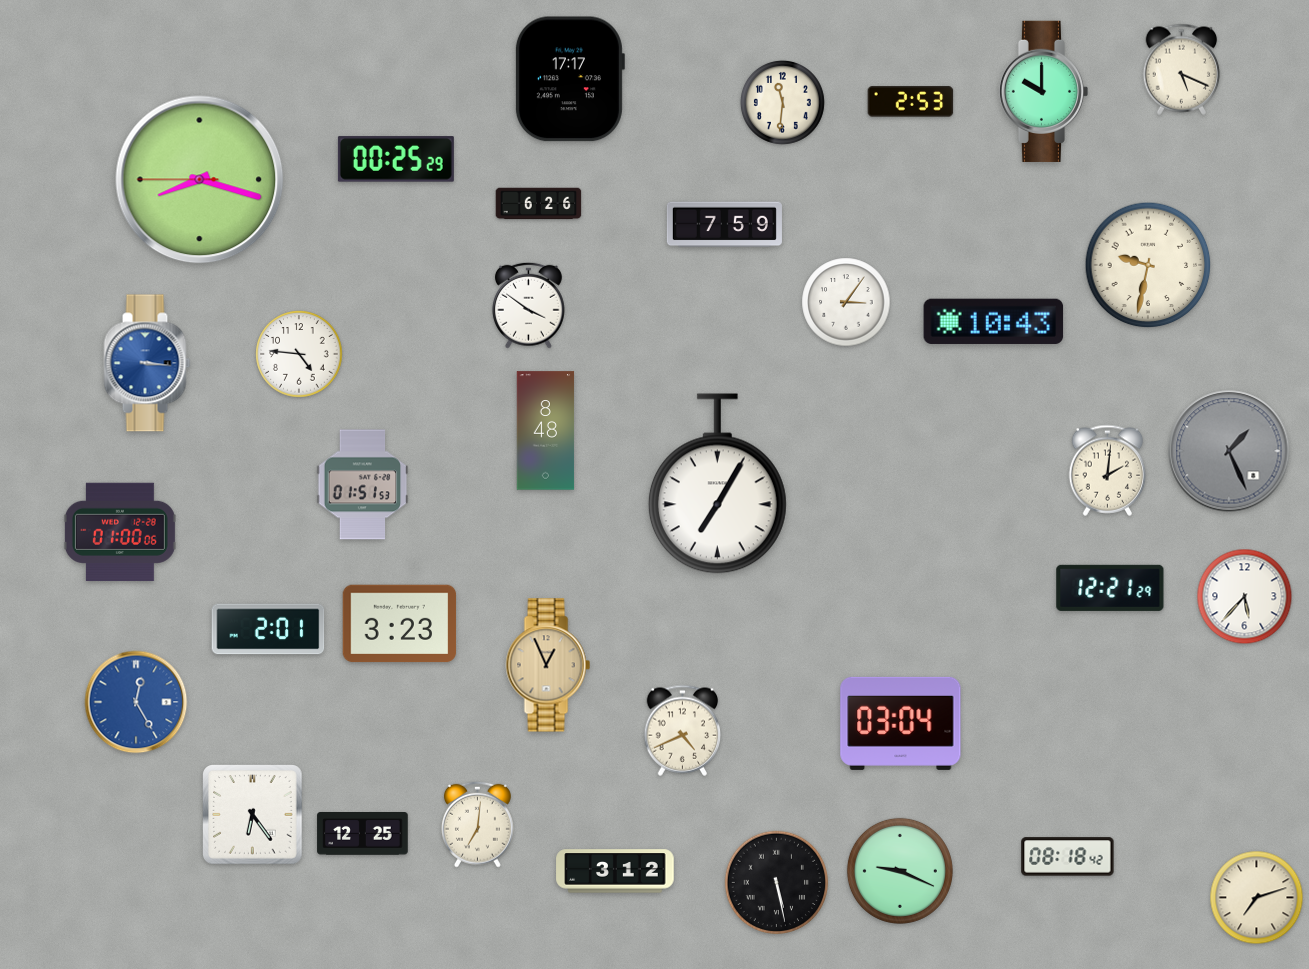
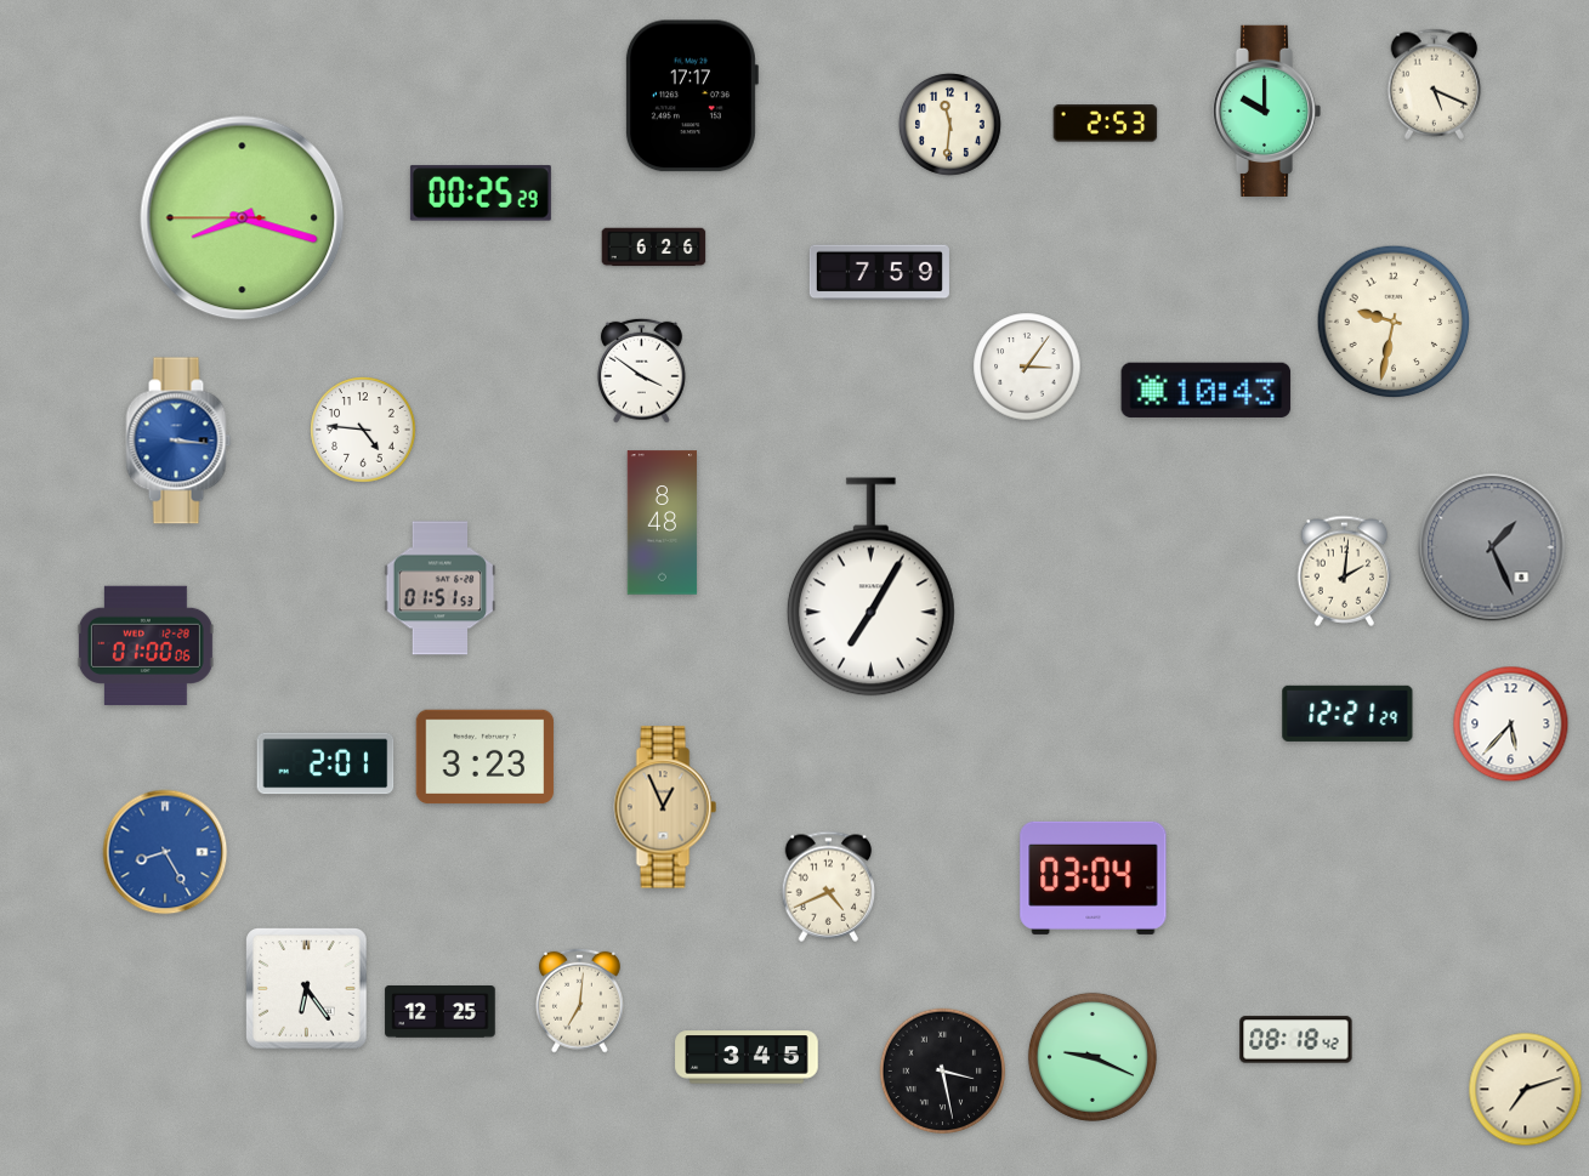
clock at (136, 702): 12:25 -> 8:25
clock at (615, 871): 3:12 -> 3:45
clock at (777, 883): 5:28 -> 3:28
